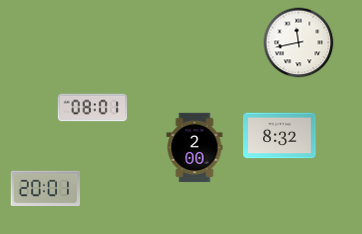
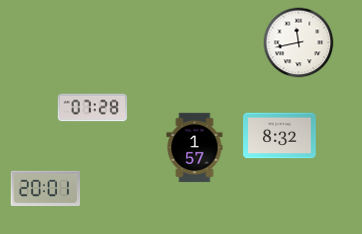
clock at (93, 108): 08:01 -> 07:28
clock at (195, 148): 2:00 -> 1:57
